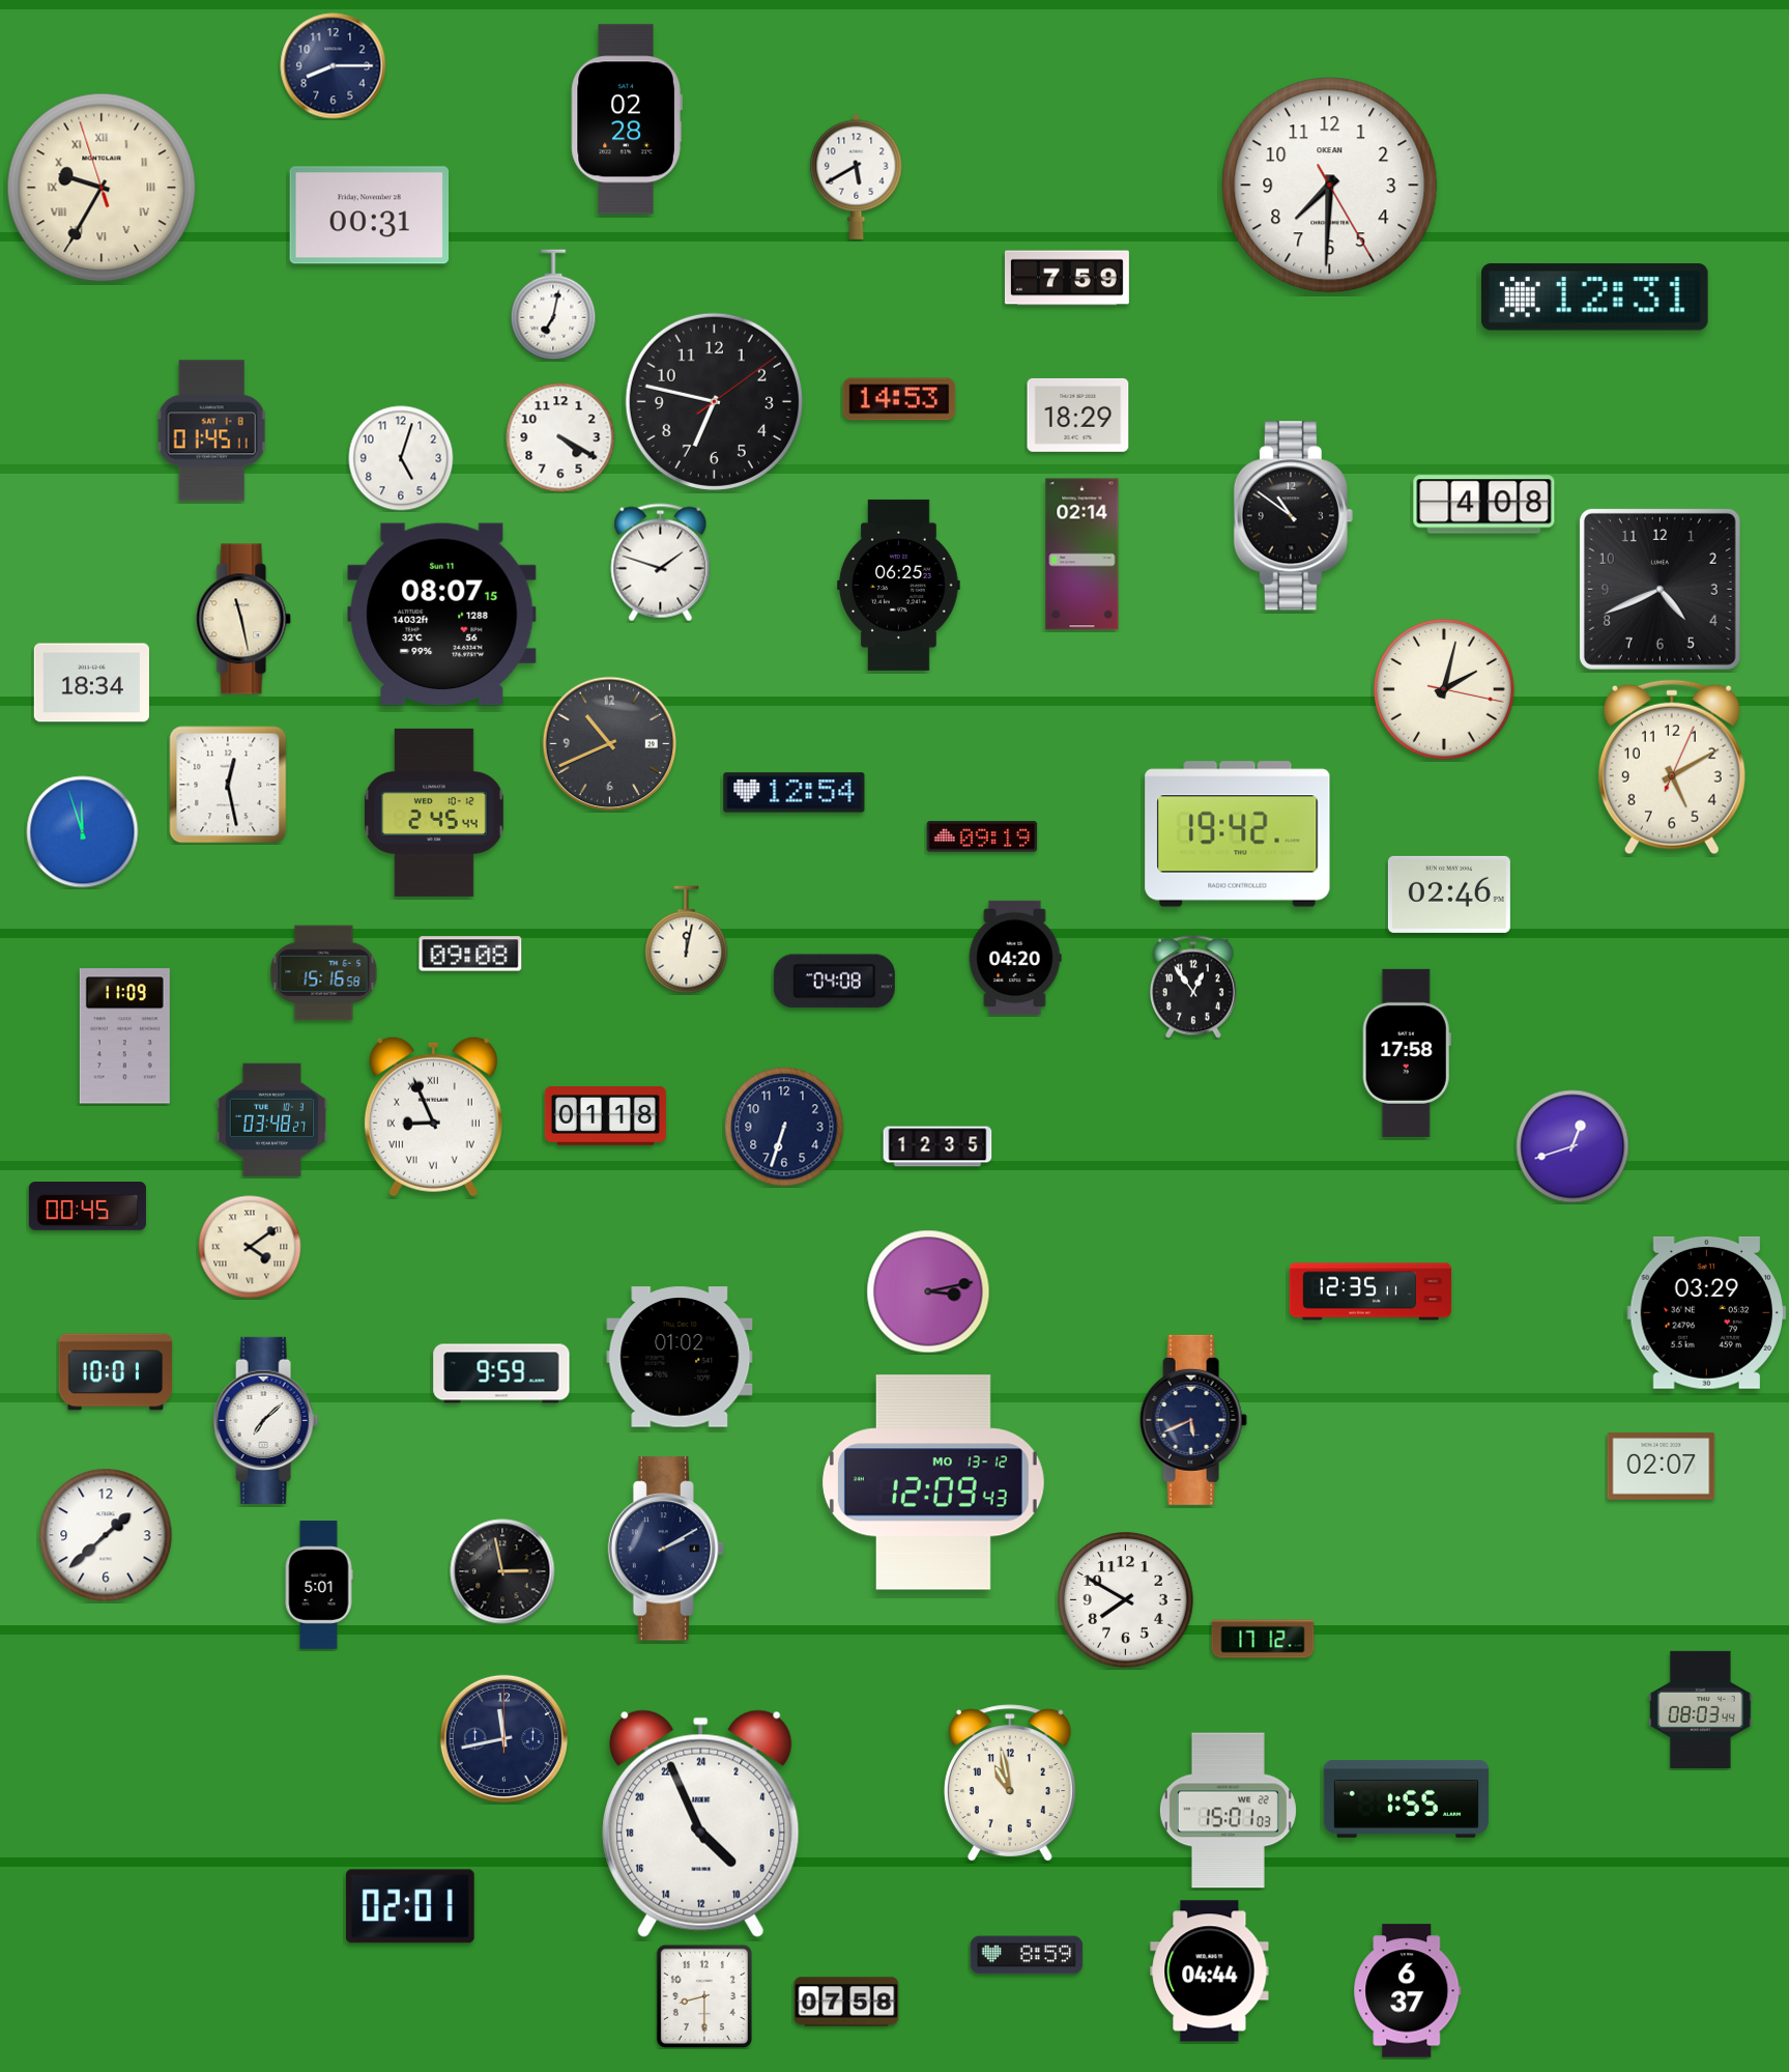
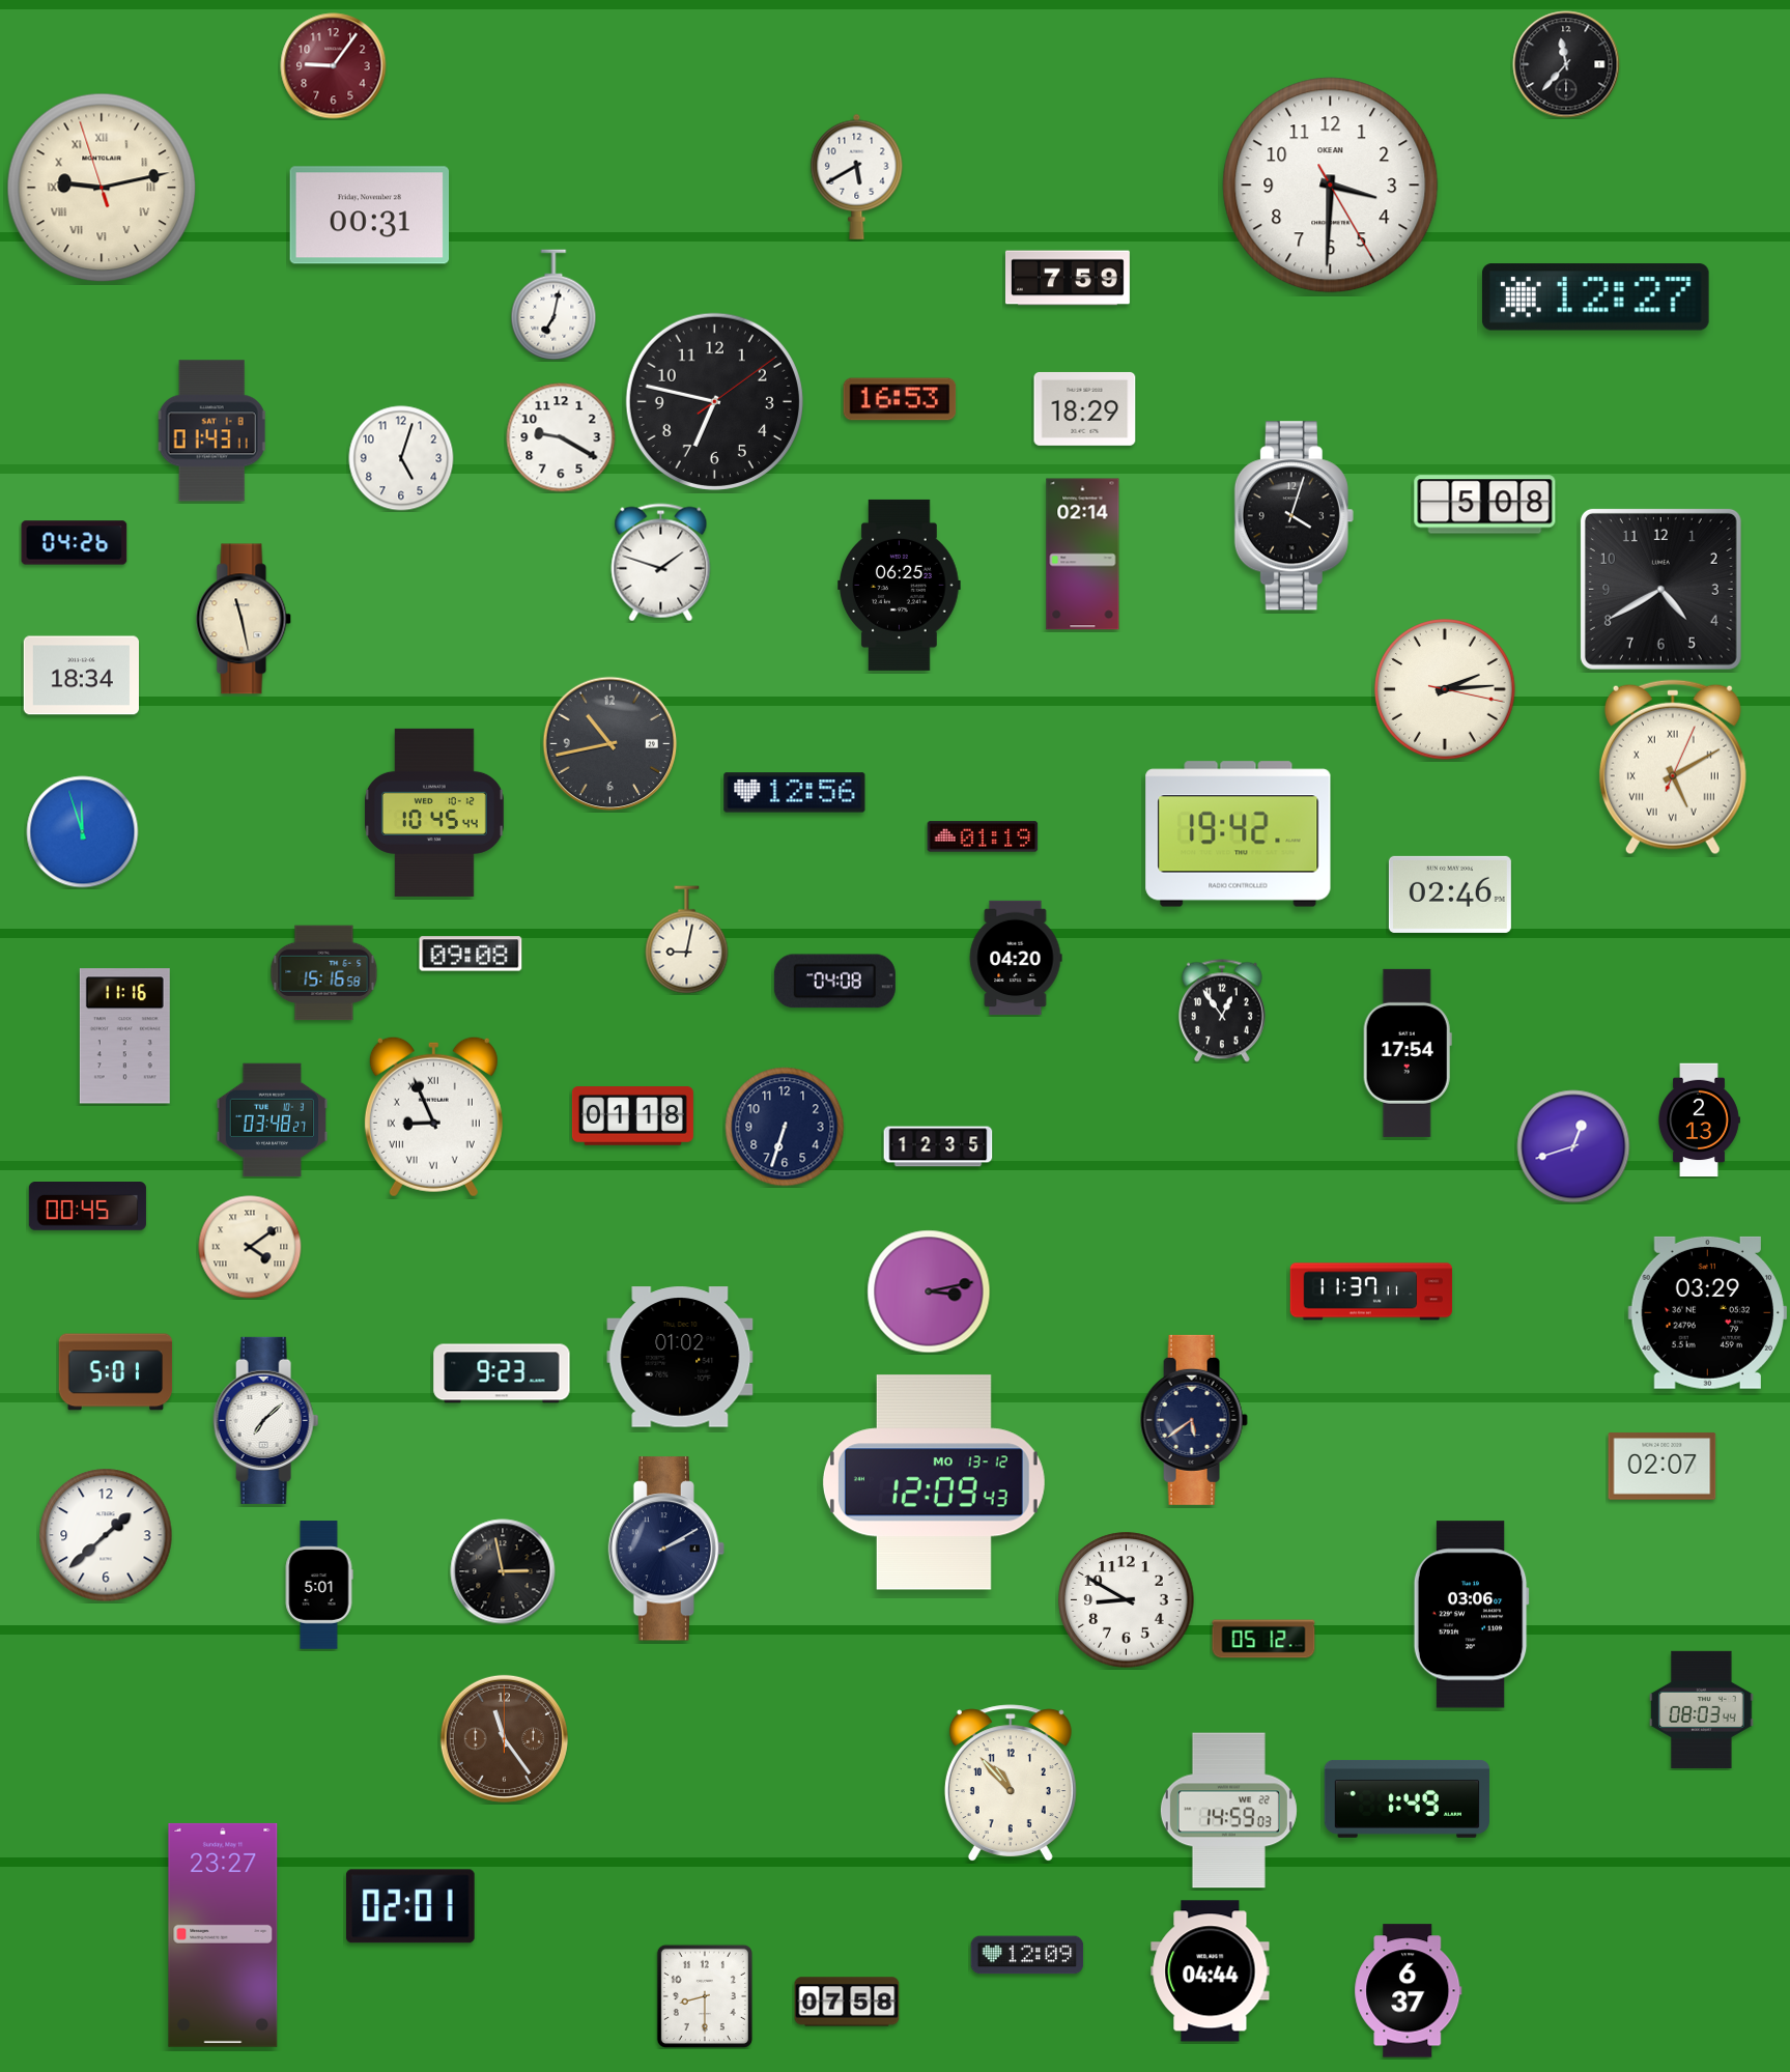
clock at (1566, 64): none -> 11:37
clock at (334, 66): 8:15 -> 9:06
clock at (334, 66) dial: navy -> burgundy
clock at (627, 119): 02:28 -> none
clock at (1330, 186): 7:30 -> 3:30
clock at (102, 188): 9:34 -> 9:12
clock at (1594, 297): 12:31 -> 12:27
clock at (899, 399): 14:53 -> 16:53
clock at (1078, 415) position: (1078, 415) -> (1085, 408)
clock at (211, 431): 01:45 -> 01:43
clock at (560, 437): 4:20 -> 9:20
clock at (1484, 505): 4:08 -> 5:08
clock at (1293, 516): 10:51 -> 4:03
clock at (75, 543): none -> 04:26
clock at (1660, 589): 4:41 -> 4:40
clock at (442, 615): 08:07 -> none
clock at (91, 683) position: (91, 683) -> (81, 676)
clock at (1444, 689): 2:02 -> 2:14
clock at (610, 744): 10:41 -> 10:43
clock at (1672, 767) numerals: Arabic -> Roman
clock at (228, 785): 12:28 -> none
clock at (795, 793): 12:54 -> 12:56
clock at (435, 813): 2:45 -> 10:45
clock at (982, 836): 09:19 -> 01:19
clock at (687, 940): 12:02 -> 9:02
clock at (1193, 987) position: (1193, 987) -> (1222, 1011)
clock at (124, 1037): 11:09 -> 11:16
clock at (1407, 1053): 17:58 -> 17:54
clock at (605, 1116) position: (605, 1116) -> (632, 1116)
clock at (1699, 1120): none -> 2:13
clock at (1370, 1292): 12:35 -> 11:37
clock at (116, 1372): 10:01 -> 5:01
clock at (501, 1373): 9:59 -> 9:23
clock at (1193, 1420): 5:41 -> 5:39
clock at (1126, 1600): 7:50 -> 8:50
clock at (1471, 1615): none -> 03:06
clock at (1263, 1639): 17:12 -> 05:12
clock at (503, 1738): 11:43 -> 11:24
clock at (503, 1738) dial: navy -> brown
clock at (1010, 1783): 10:58 -> 10:53
clock at (1406, 1798): 1:55 -> 1:49
clock at (1228, 1811): 15:01 -> 14:59
clock at (701, 1823): 8:56 -> none
clock at (223, 1935): none -> 23:27
clock at (1027, 1955): 8:59 -> 12:09
